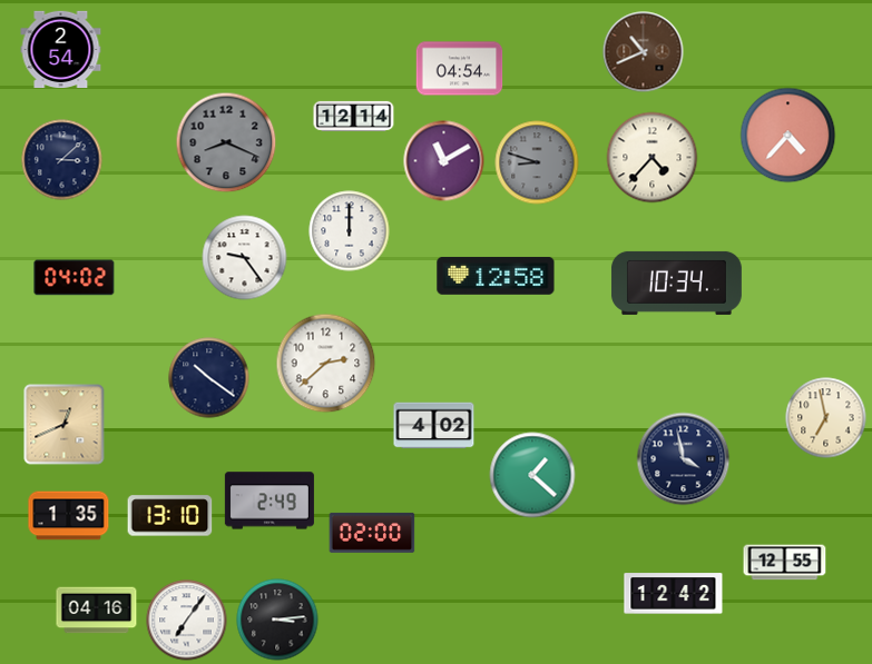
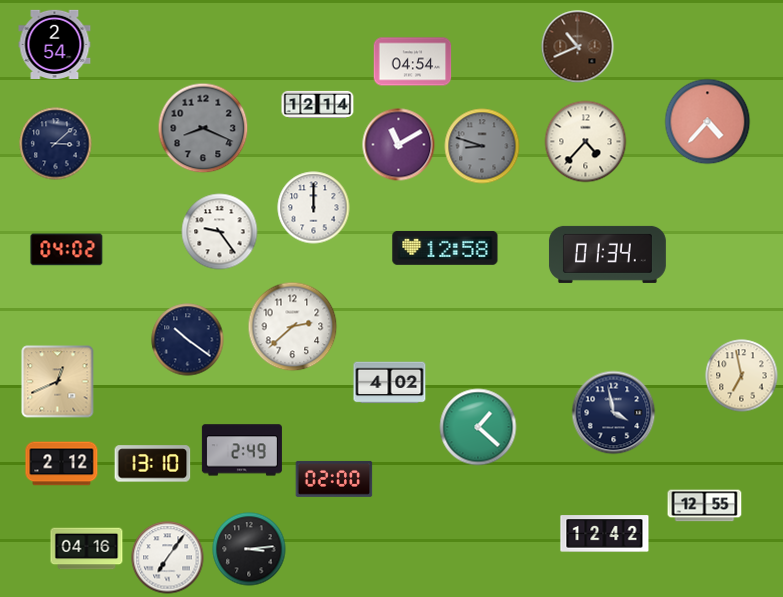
clock at (676, 283): 10:34 -> 01:34
clock at (69, 516): 1:35 -> 2:12
clock at (277, 620) position: (277, 620) -> (249, 549)
